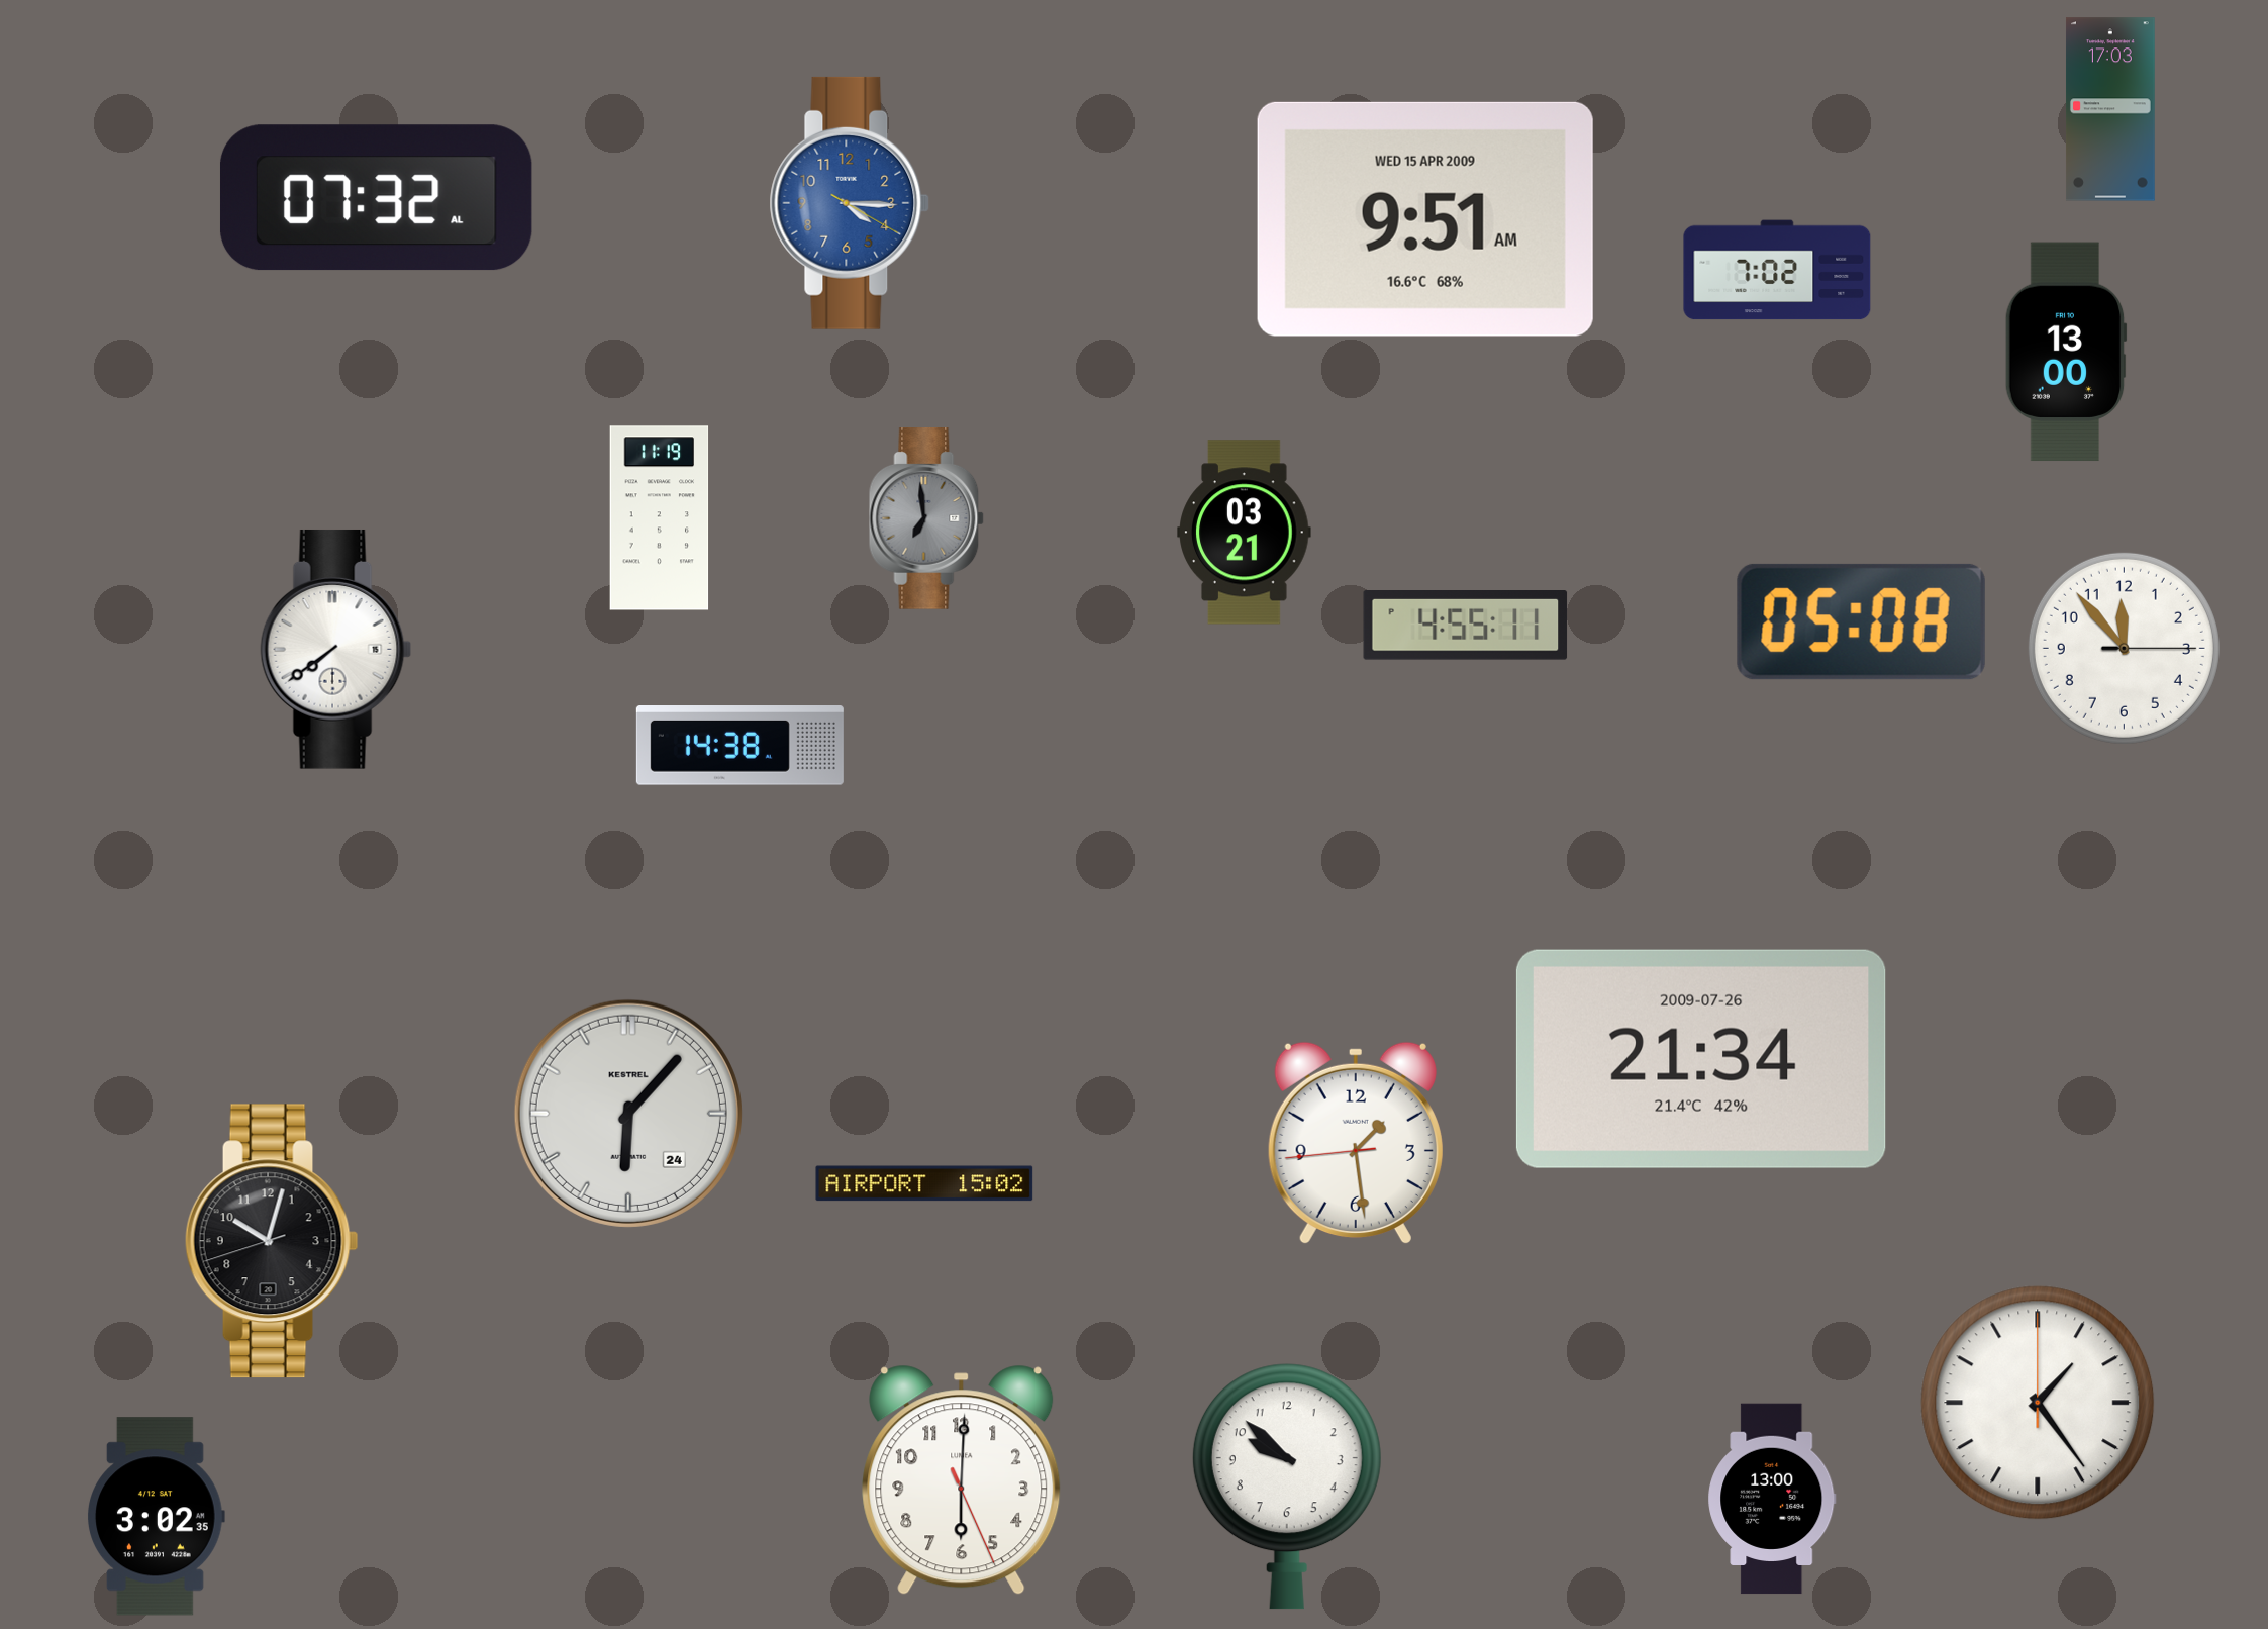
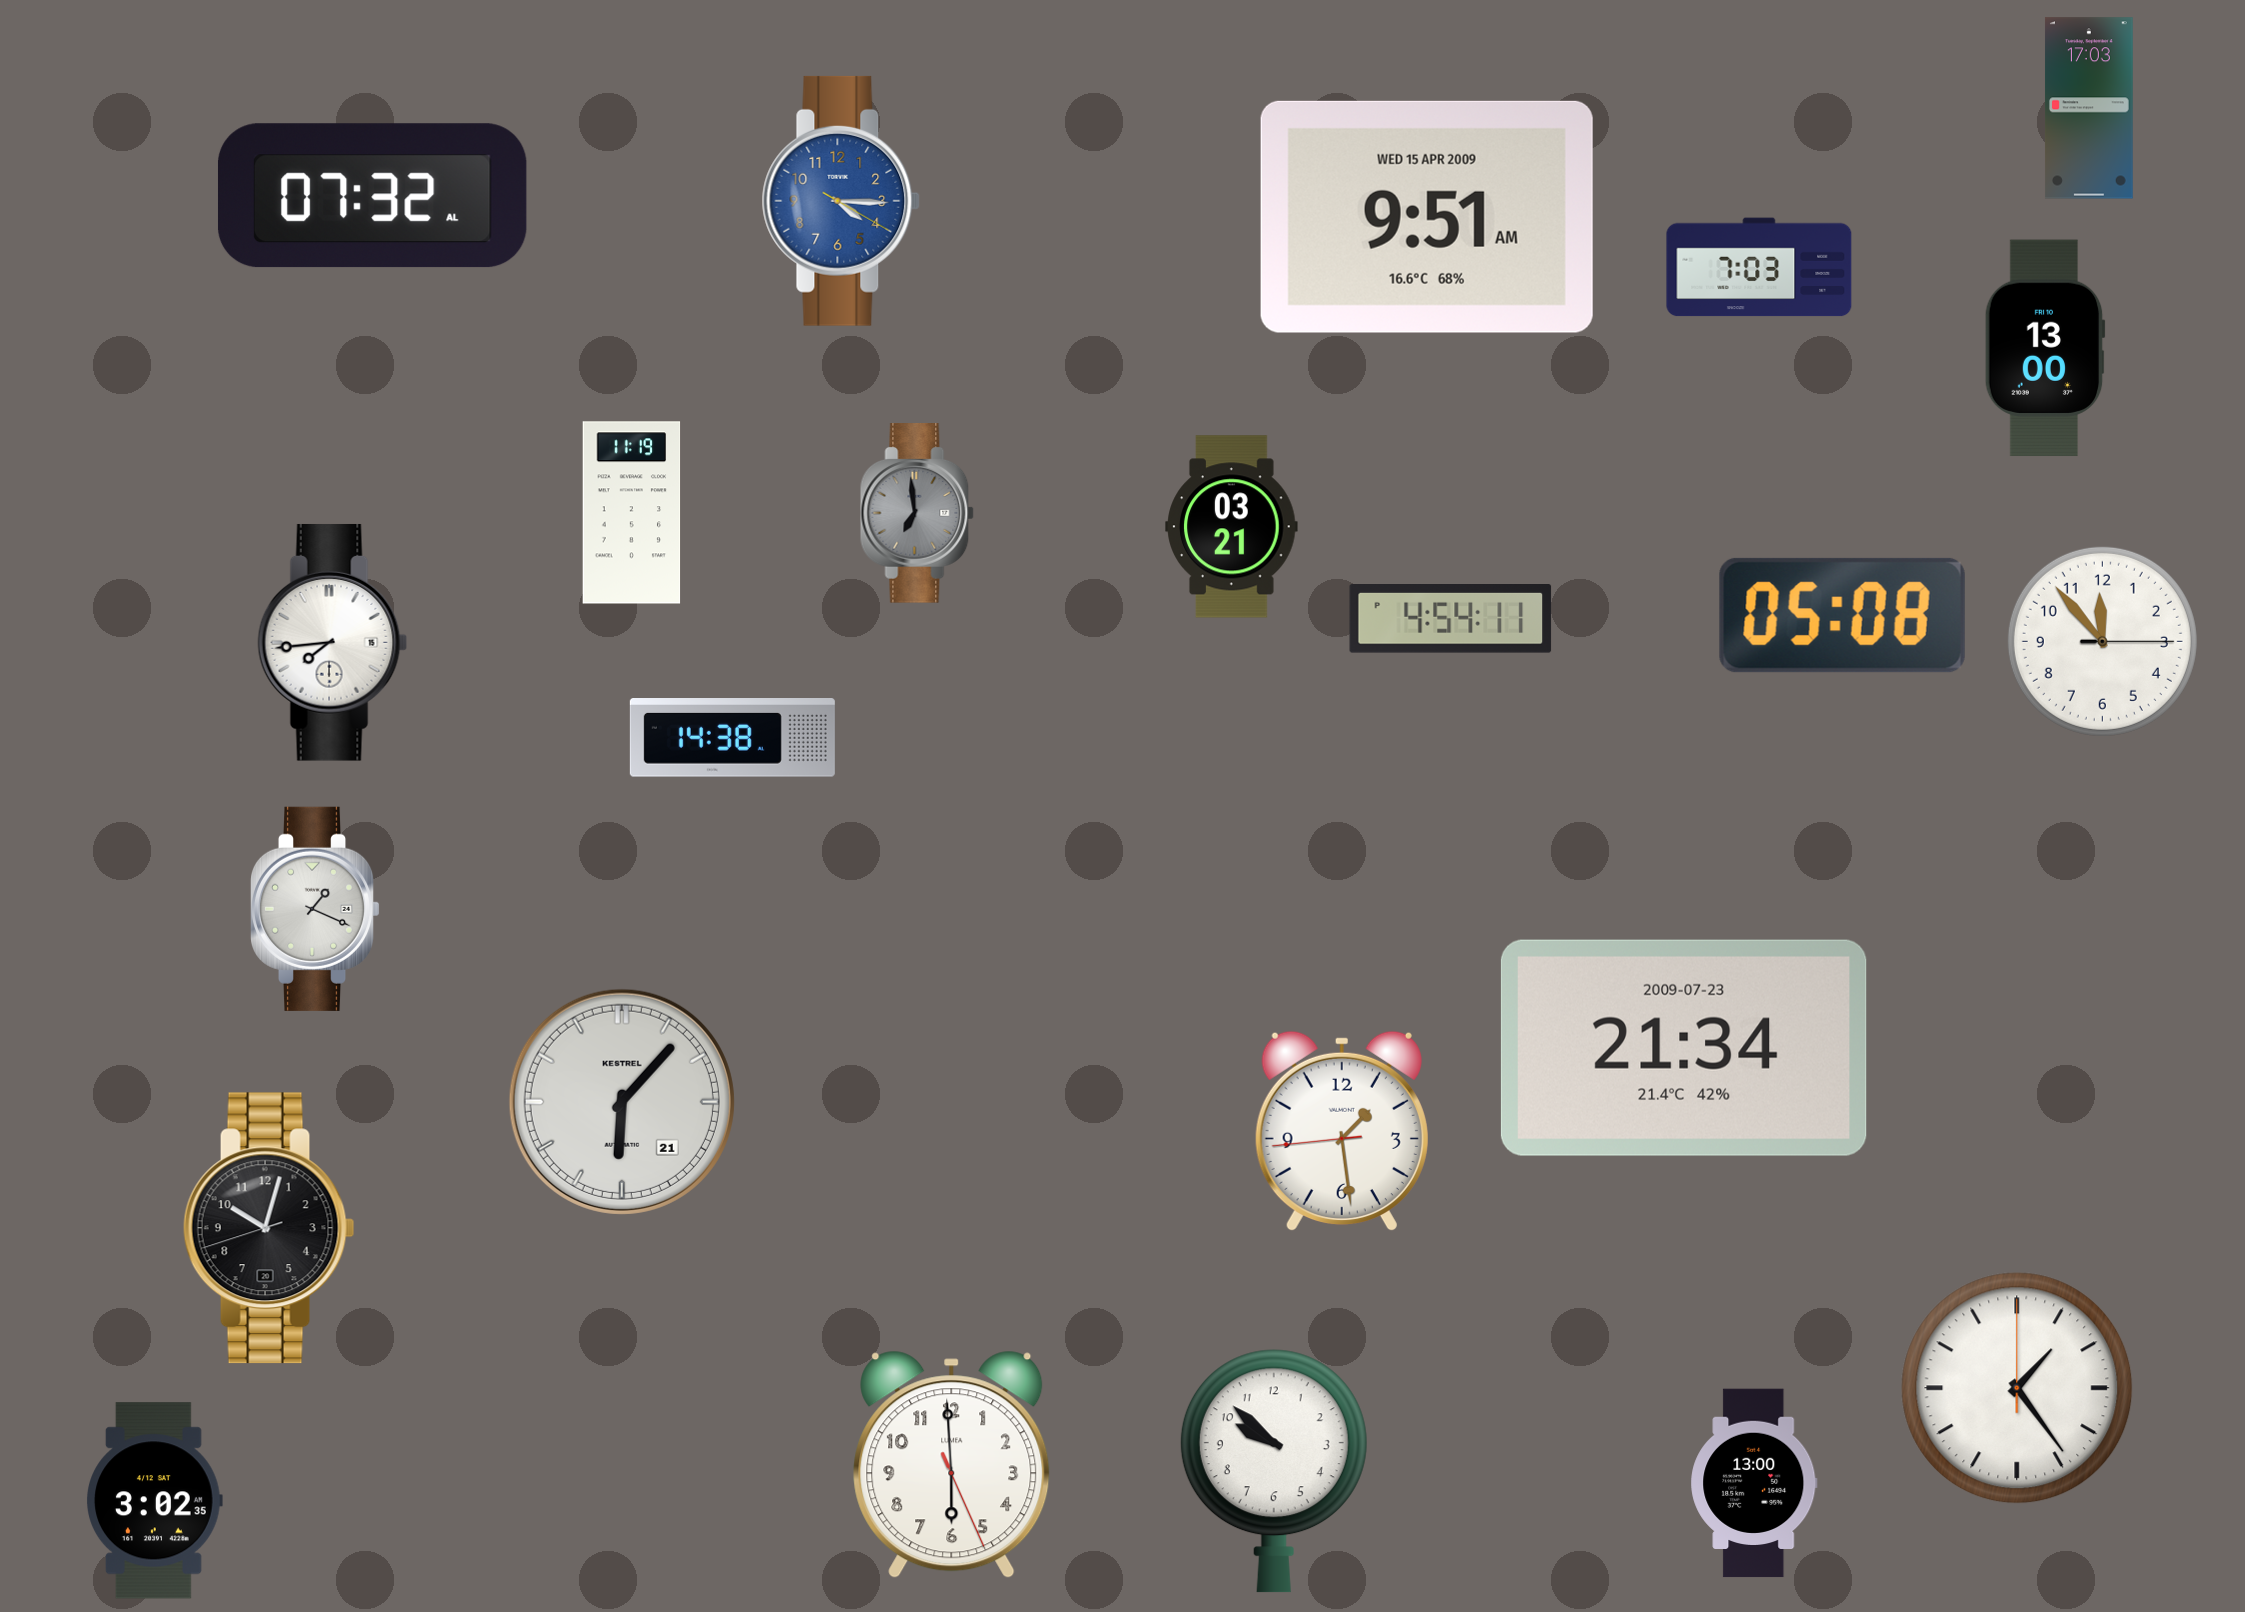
clock at (1425, 219) position: (1425, 219) -> (1427, 217)
clock at (1777, 270): 7:02 -> 7:03
clock at (660, 518) position: (660, 518) -> (632, 513)
clock at (1466, 626): 4:55 -> 4:54
clock at (336, 649): 7:39 -> 7:44
clock at (315, 909): none -> 1:19
clock at (1701, 1059) date: 2009-07-26 -> 2009-07-23
clock at (628, 1114) date: 24 -> 21
clock at (924, 1183): 15:02 -> none
clock at (962, 1479): 6:00 -> 5:59
